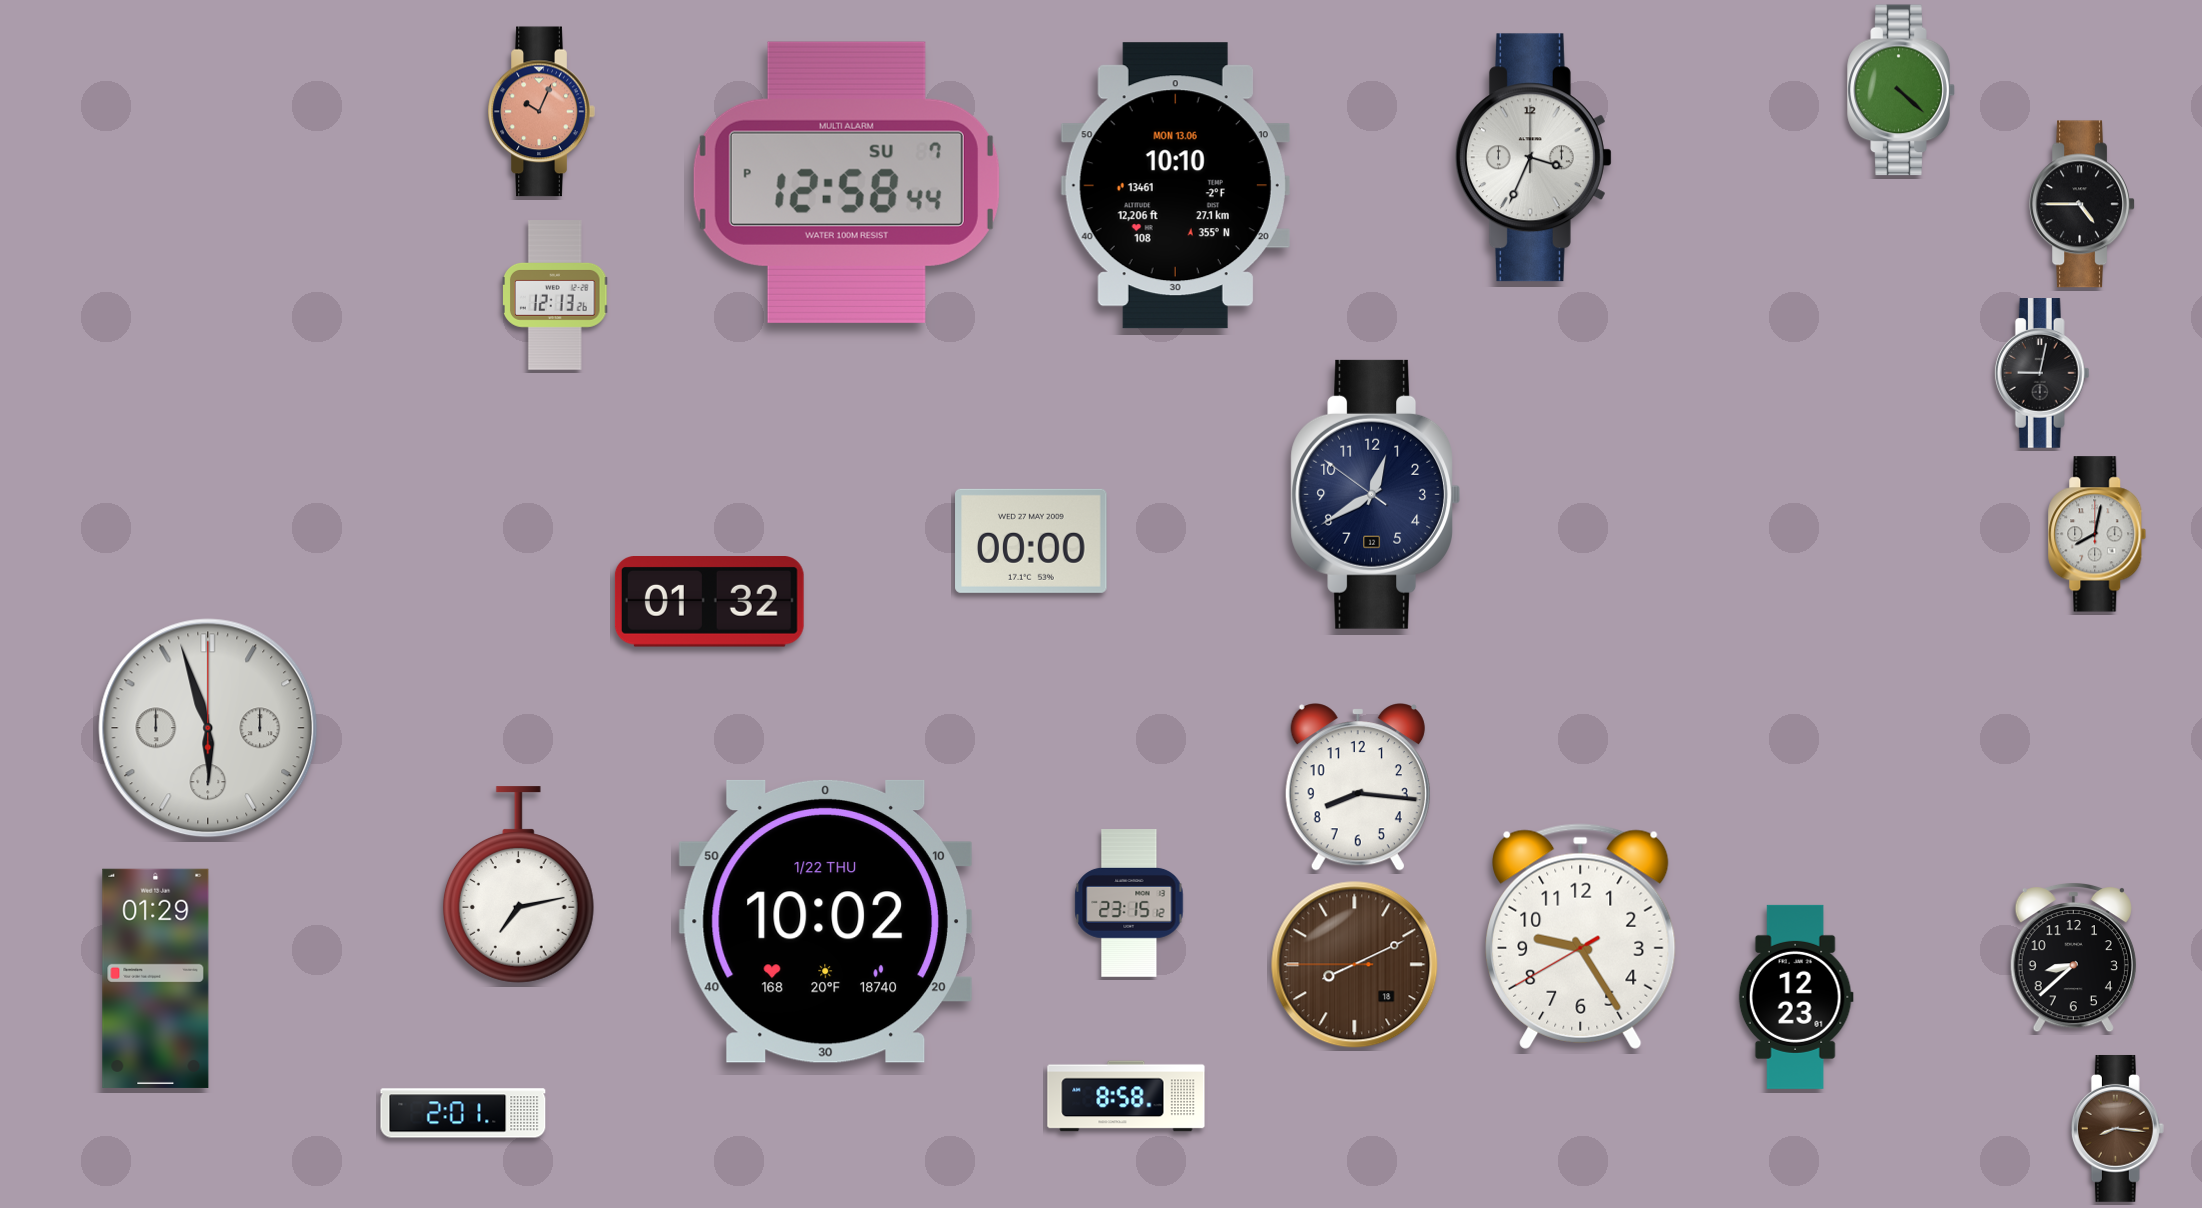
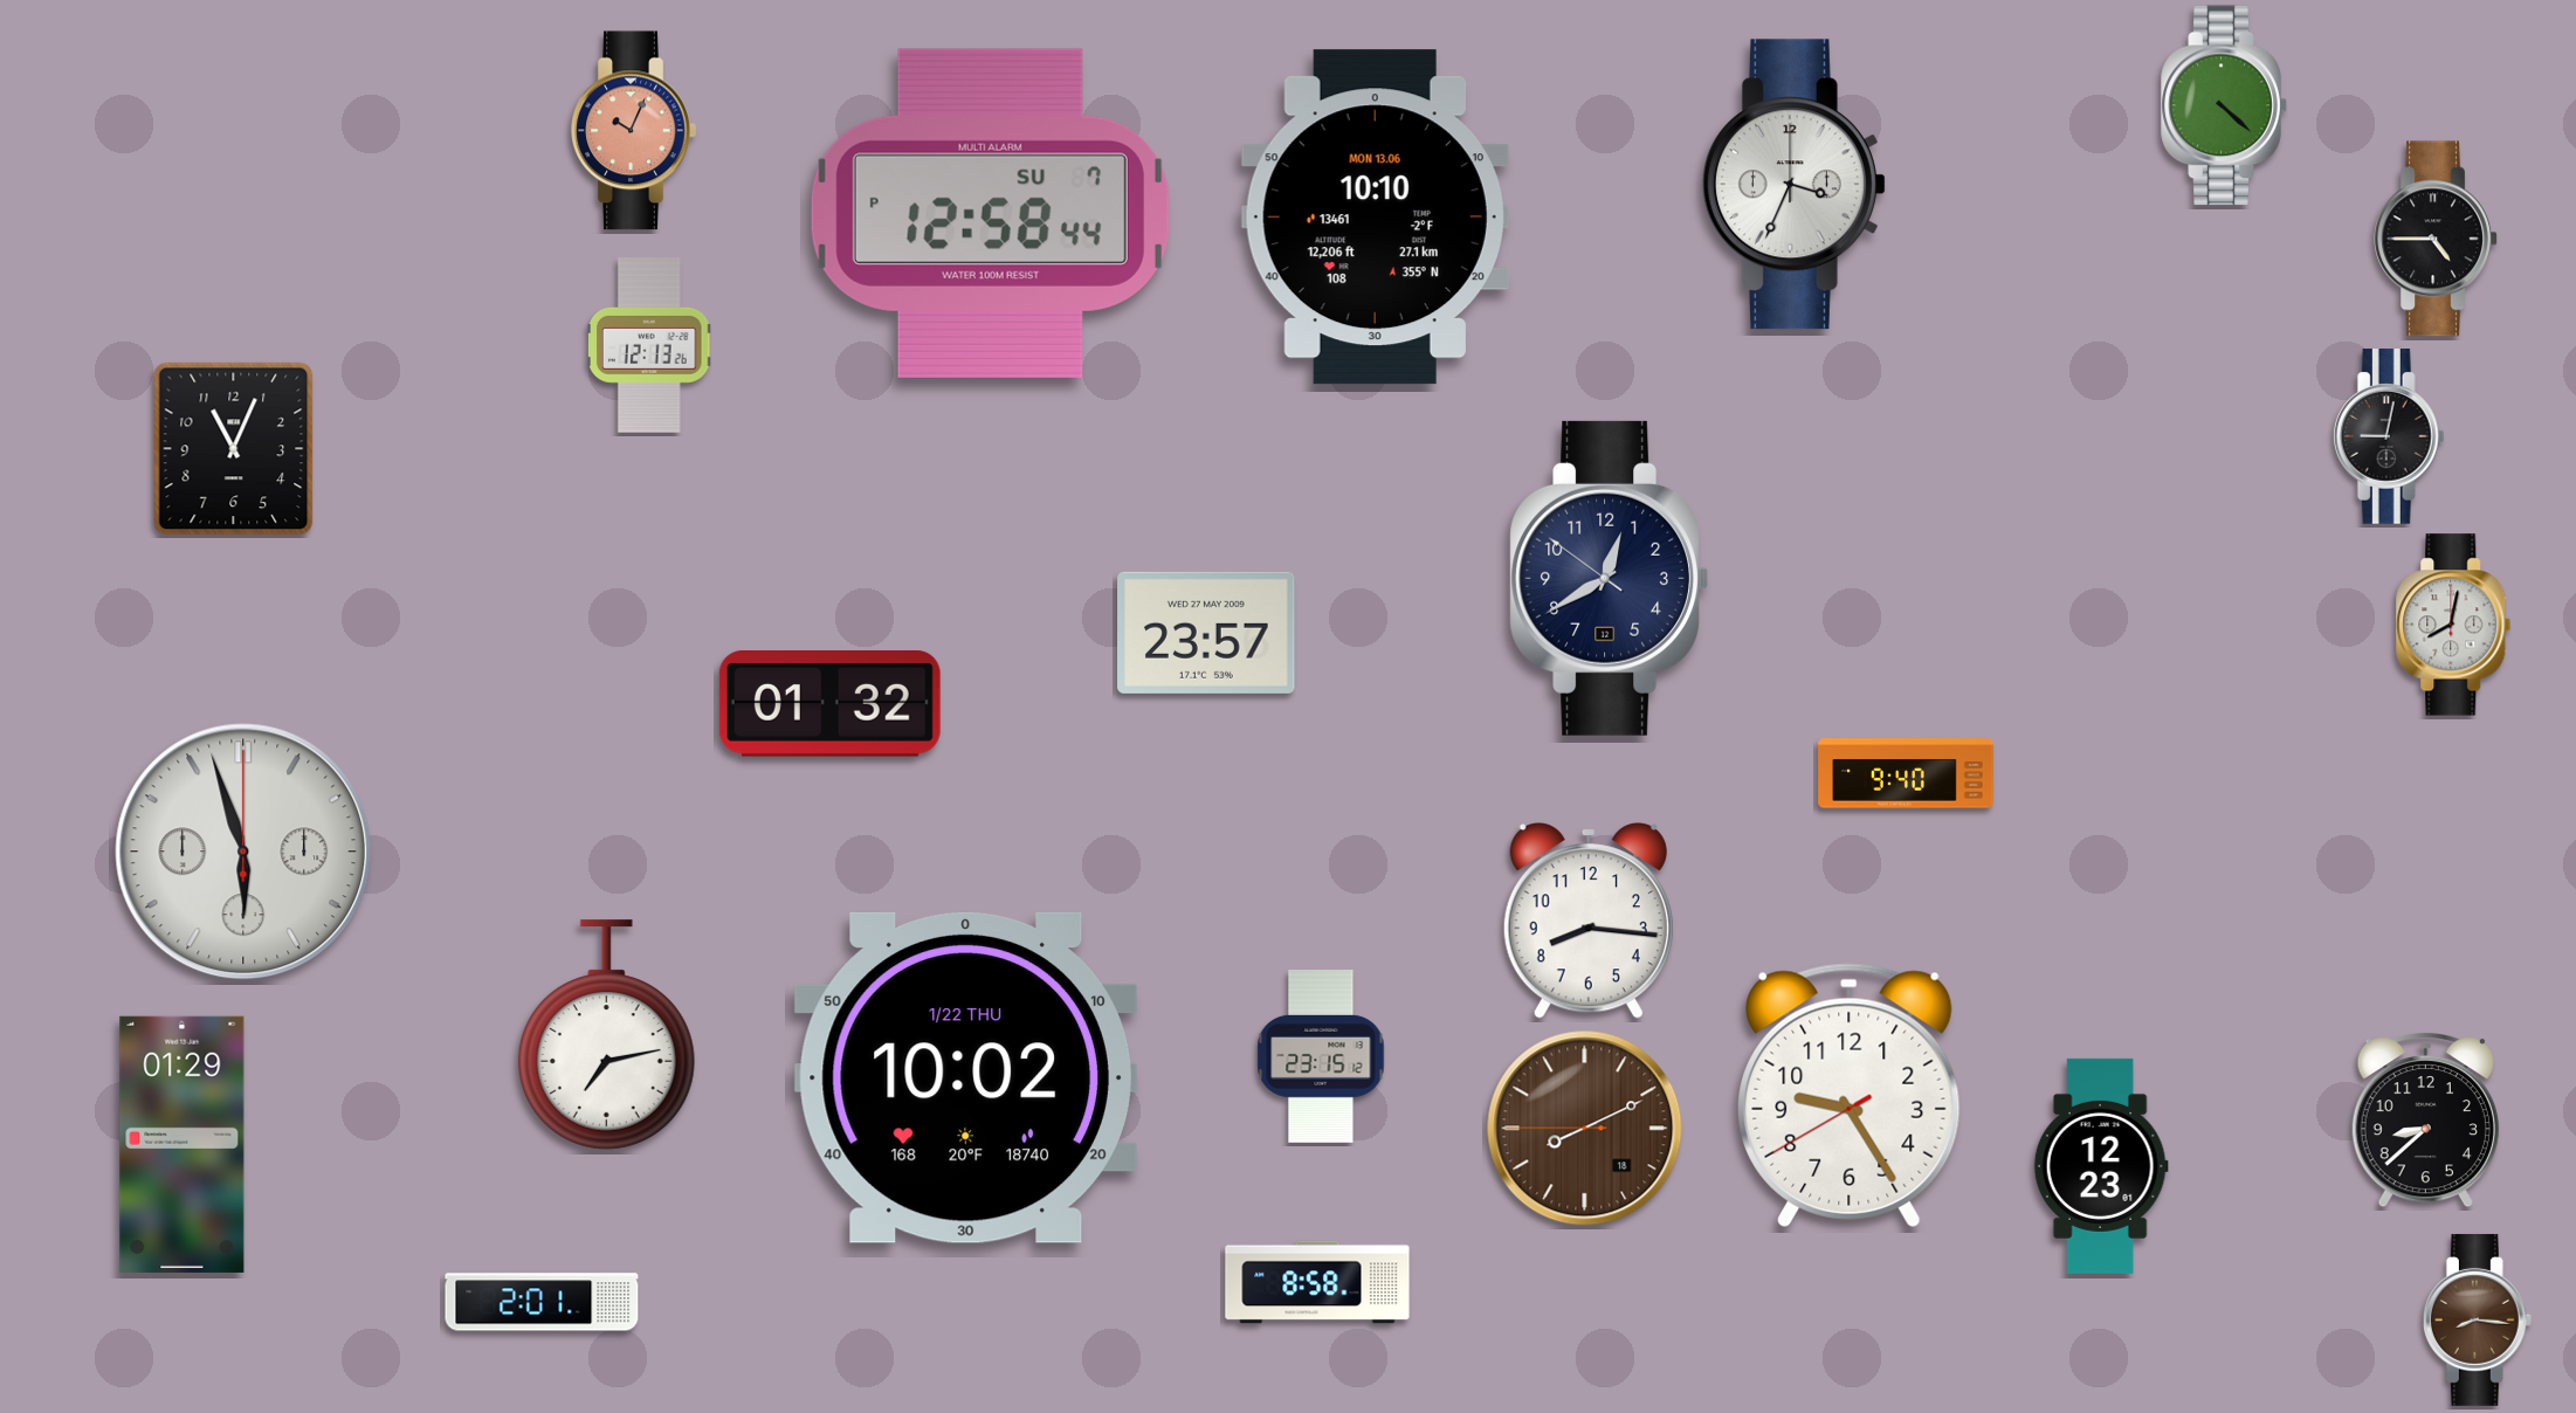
clock at (234, 449): none -> 11:04
clock at (1031, 541): 00:00 -> 23:57
clock at (1906, 773): none -> 9:40
